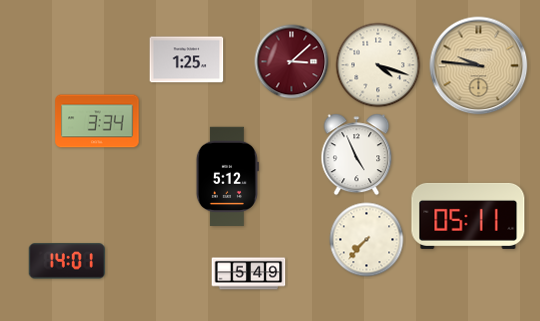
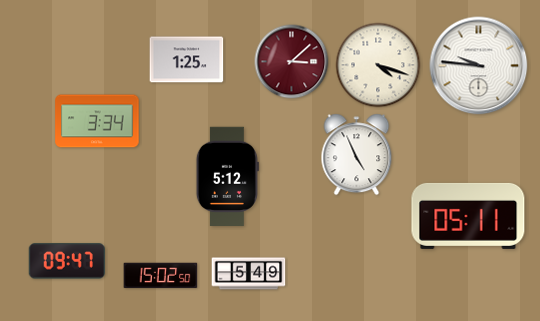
clock at (479, 66) dial: champagne -> white
clock at (367, 240): 7:37 -> none
clock at (67, 261): 14:01 -> 09:47
clock at (161, 276): none -> 15:02
